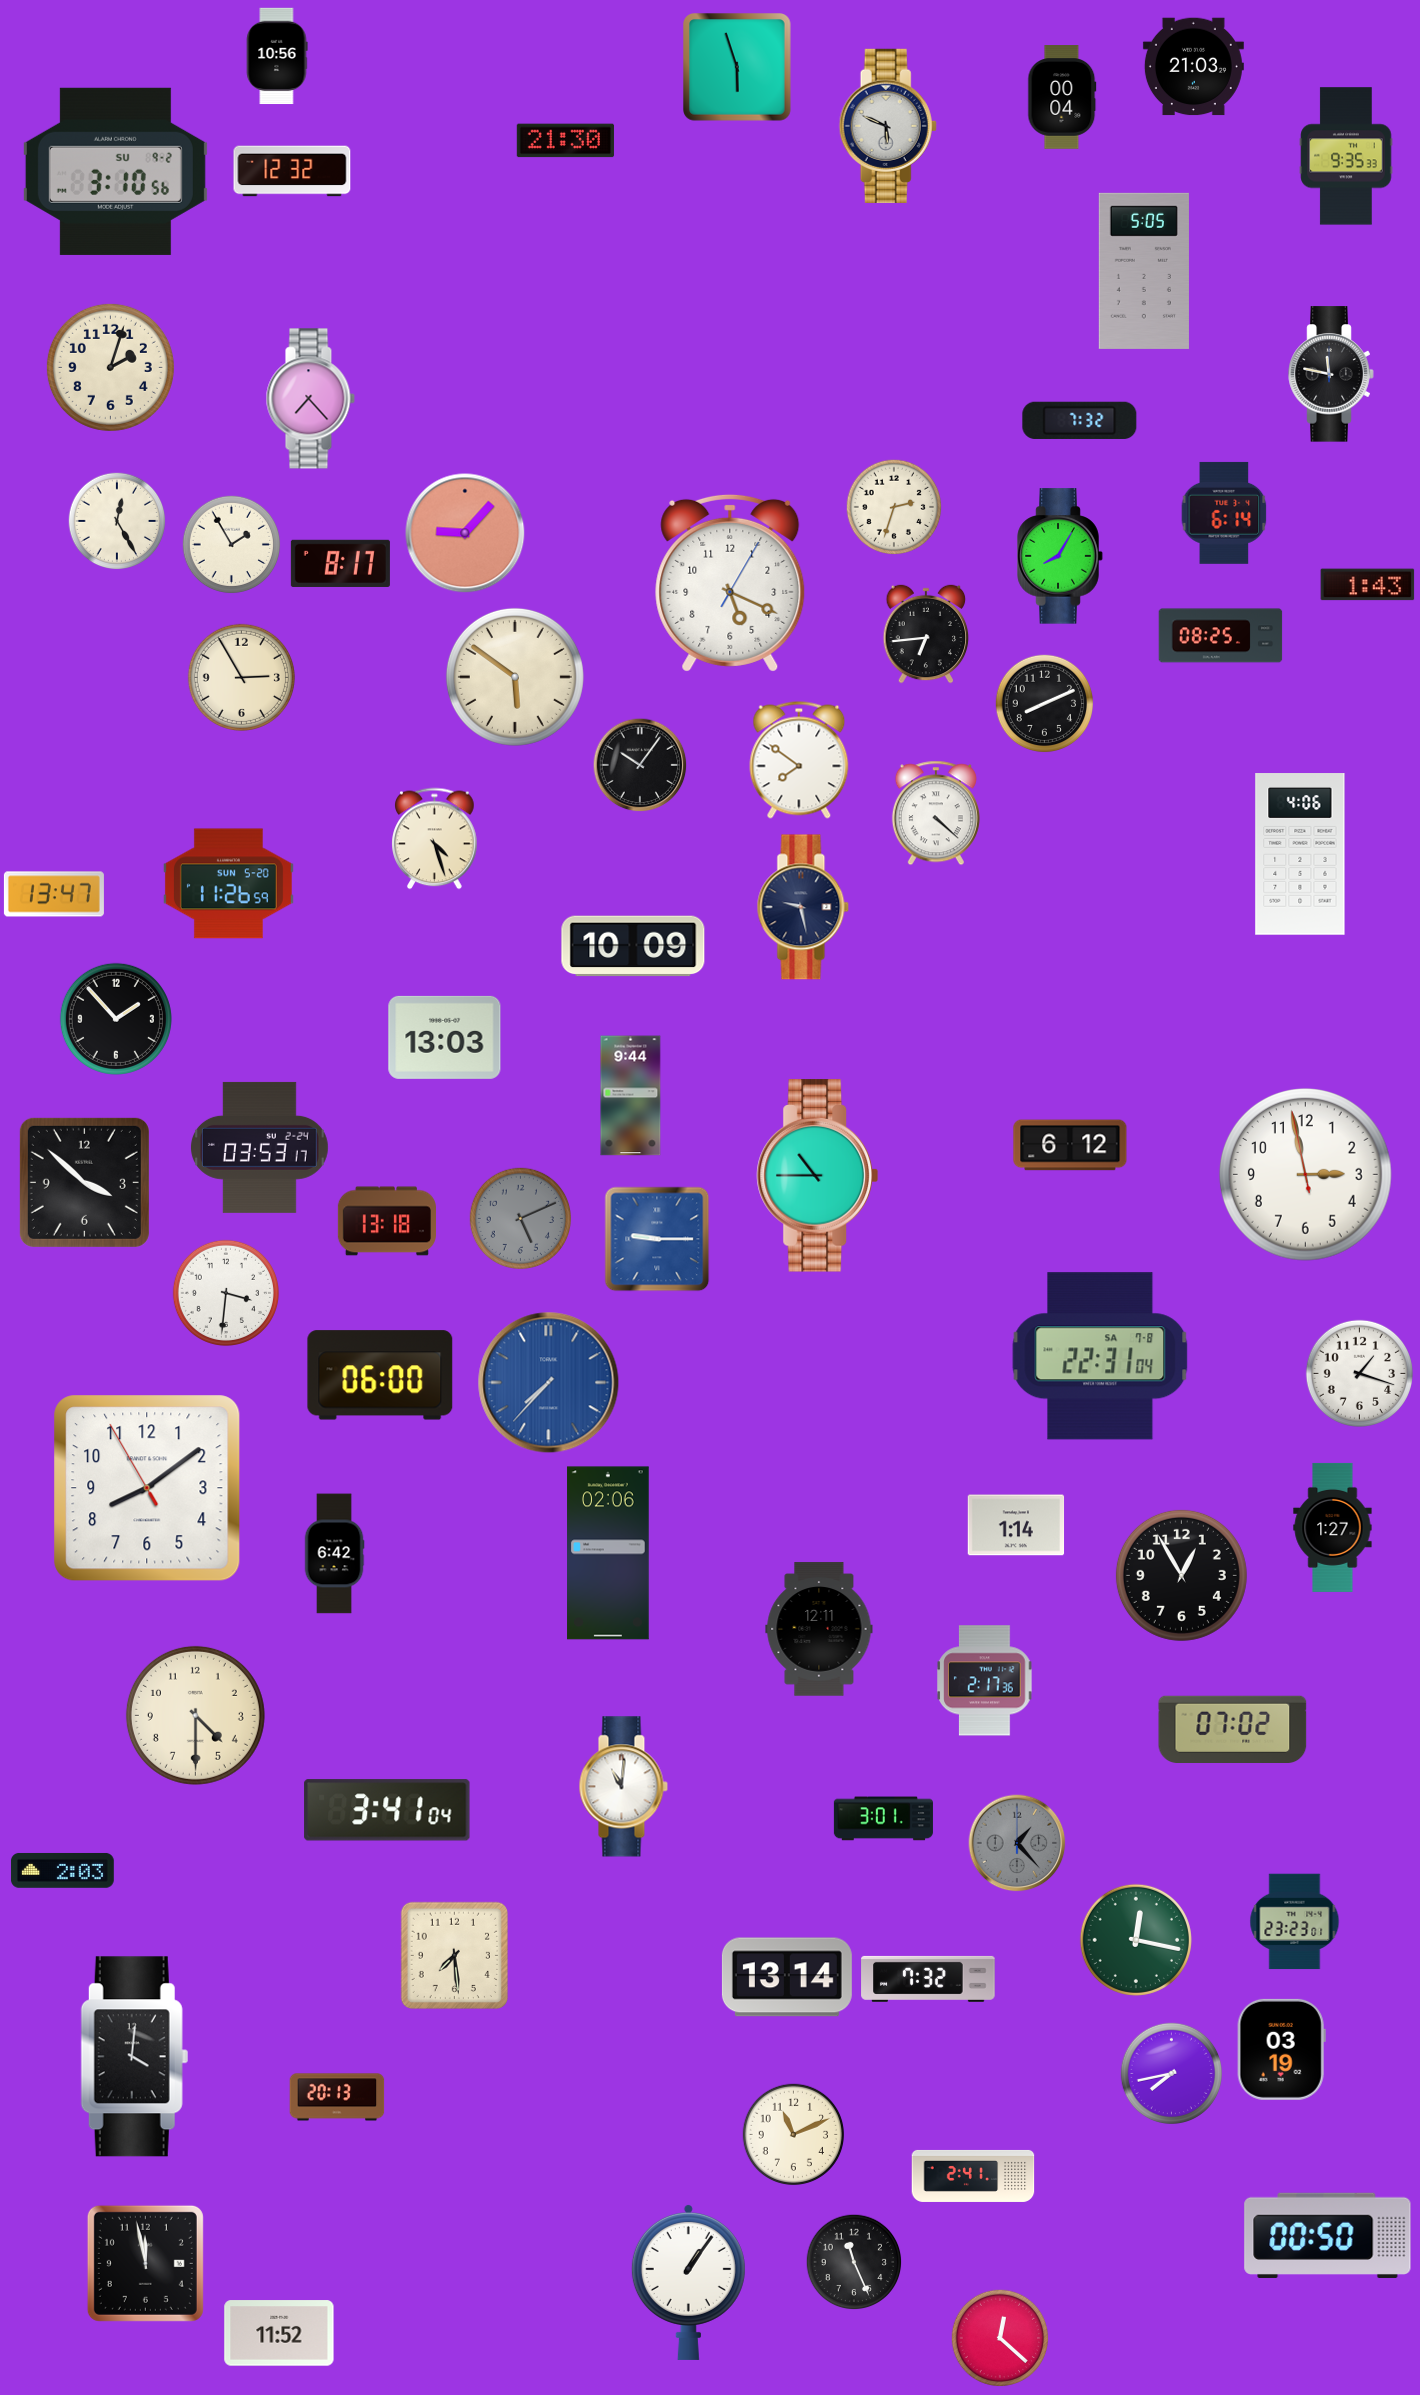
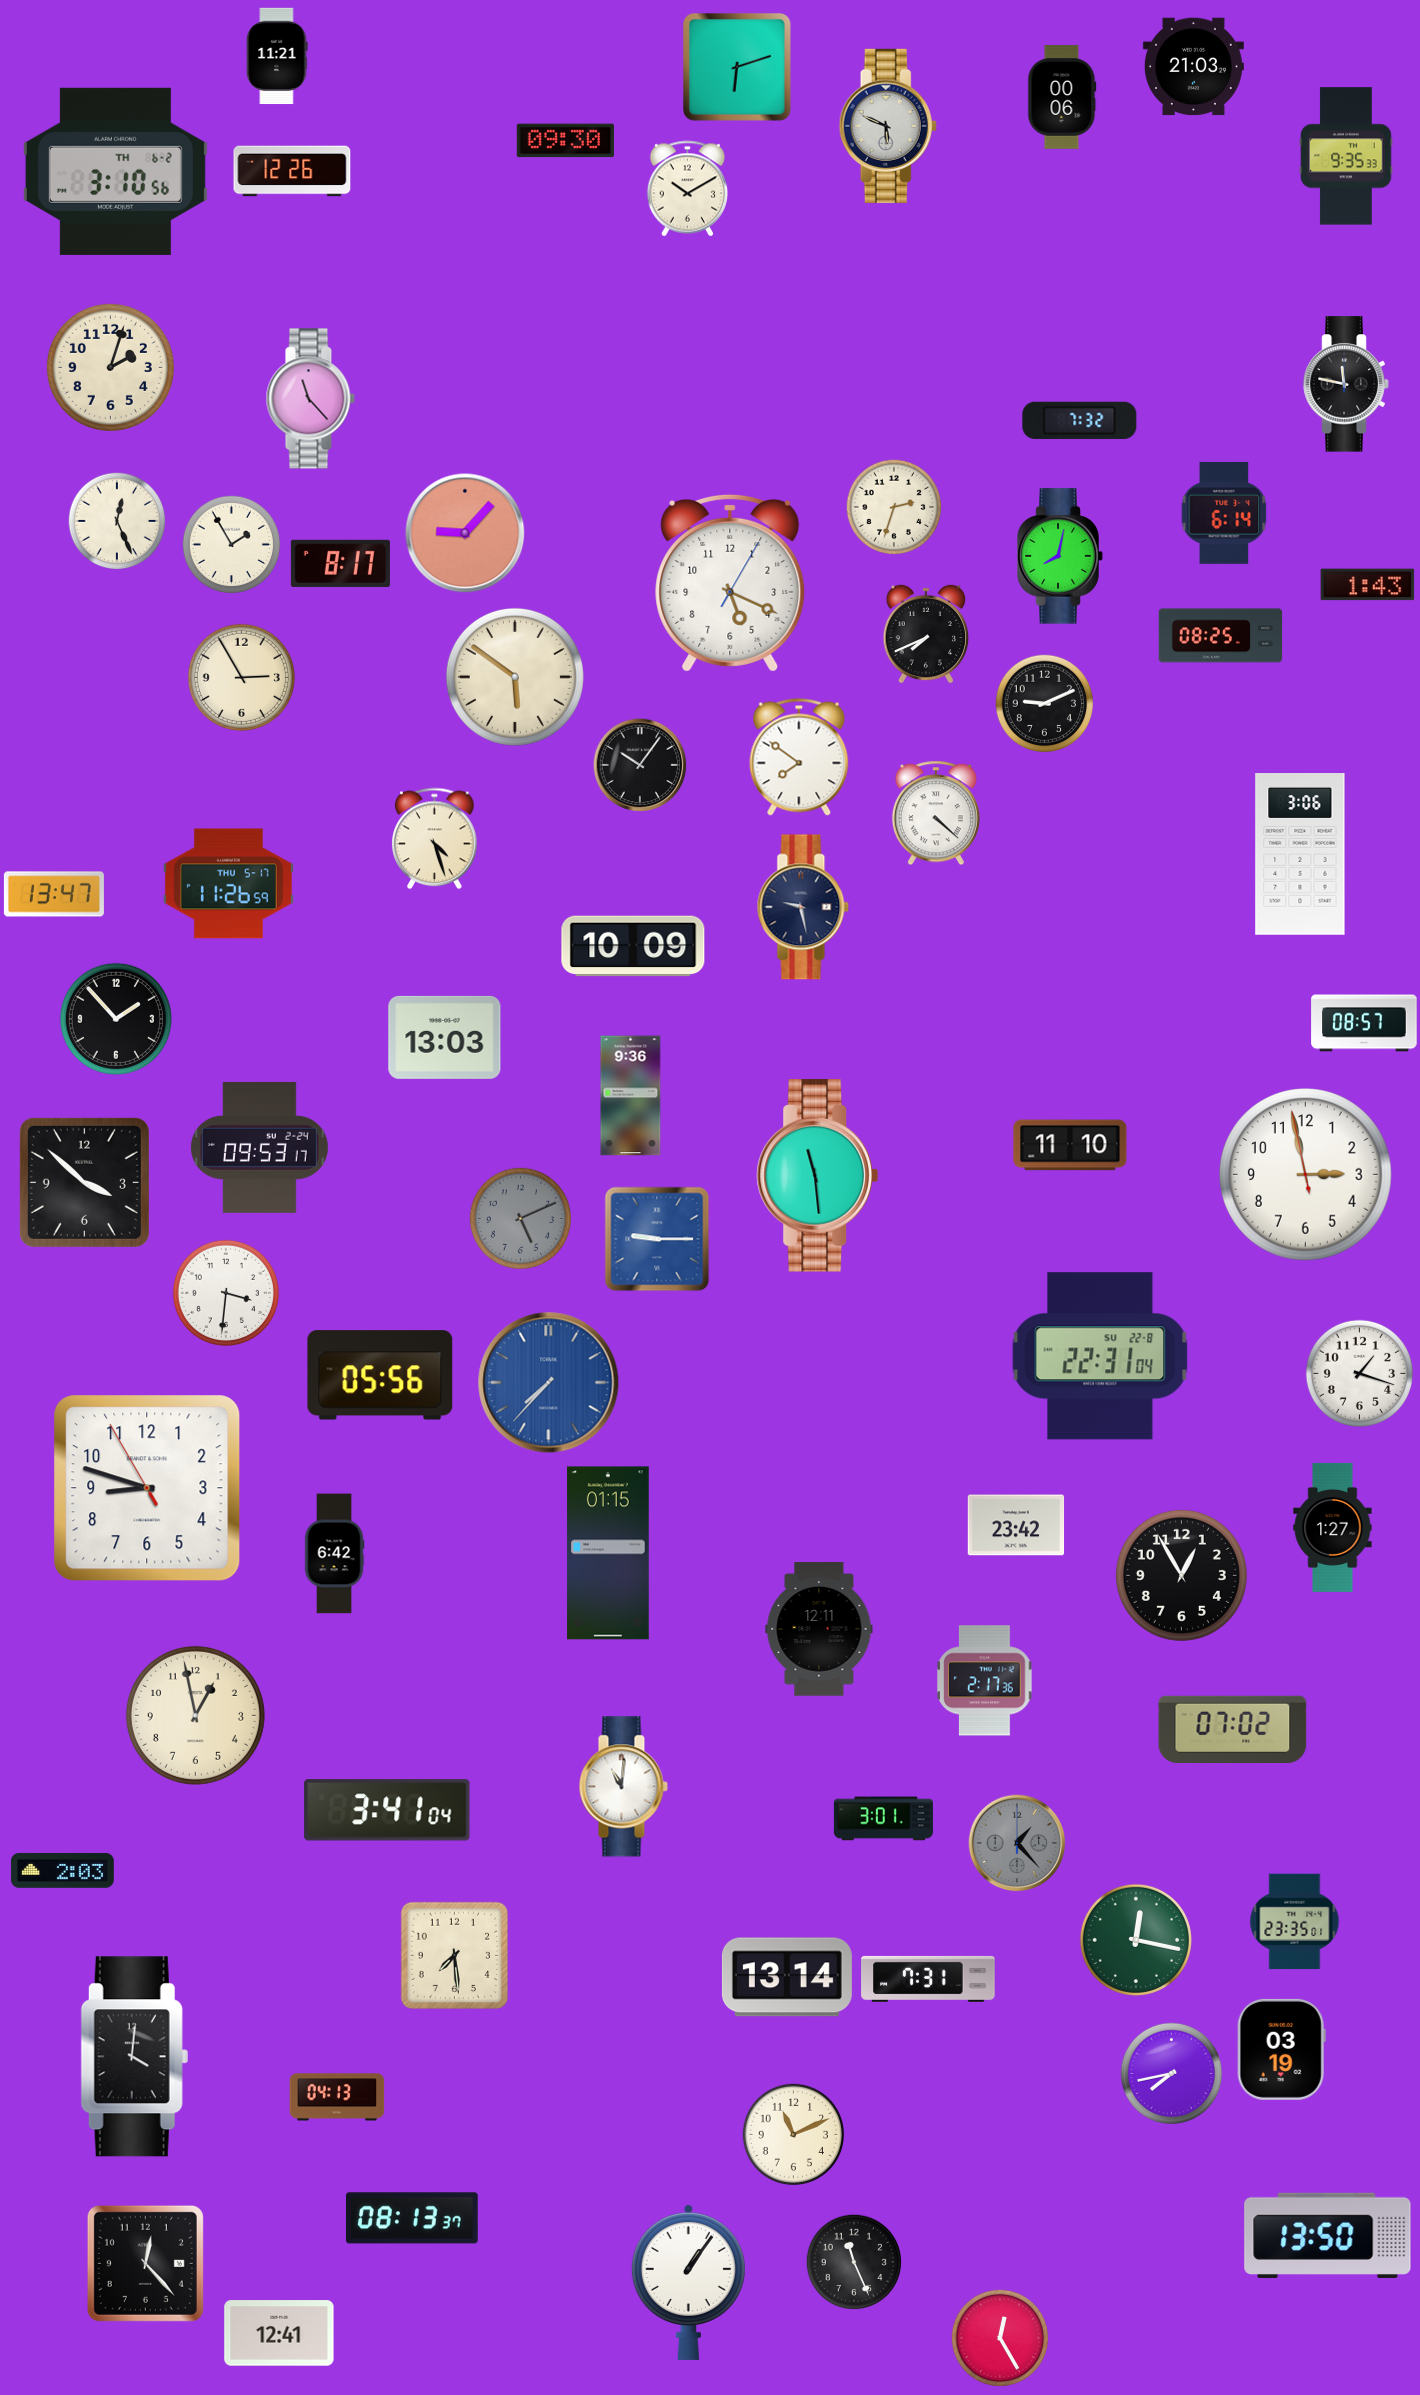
clock at (277, 56): 10:56 -> 11:21
clock at (738, 68): 5:57 -> 6:12
clock at (1062, 97): 00:04 -> 00:06
clock at (565, 141): 21:30 -> 09:30
clock at (115, 171) date: SU 9-2 -> TH 6-2
clock at (292, 171): 12:32 -> 12:26
clock at (688, 189): none -> 10:10
clock at (1144, 271): 5:05 -> none
clock at (1331, 374) position: (1331, 374) -> (1346, 384)
clock at (310, 399): 7:23 -> 11:23
clock at (117, 521): 12:25 -> 12:26
clock at (1060, 556): 8:05 -> 8:02
clock at (926, 634): 6:44 -> 7:41
clock at (1045, 704): 8:11 -> 9:11
clock at (799, 760) position: (799, 760) -> (799, 757)
clock at (1300, 854): 4:06 -> 3:06
clock at (228, 884) date: SUN 5-20 -> THU 5-17
clock at (1364, 1023): none -> 08:57
clock at (631, 1096): 9:44 -> 9:36
clock at (1070, 1145): 6:12 -> 11:10
clock at (259, 1147): 03:53 -> 09:53
clock at (818, 1176): 10:45 -> 11:29
clock at (387, 1221): 13:18 -> none
clock at (1100, 1356) date: SA 7-8 -> SU 22-8
clock at (380, 1375): 06:00 -> 05:56
clock at (147, 1488): 8:08 -> 8:47
clock at (1016, 1525): 1:14 -> 23:42
clock at (608, 1553): 02:06 -> 01:15
clock at (195, 1715): 4:30 -> 12:58
clock at (1295, 1922): 23:23 -> 23:35
clock at (928, 1979): 7:32 -> 7:31
clock at (337, 2097): 20:13 -> 04:13
clock at (973, 2176): 2:41 -> none
clock at (412, 2218): none -> 08:13
clock at (1328, 2235): 00:50 -> 13:50
clock at (145, 2263): 11:58 -> 12:23
clock at (279, 2333): 11:52 -> 12:41
clock at (1000, 2338): 12:22 -> 12:25
